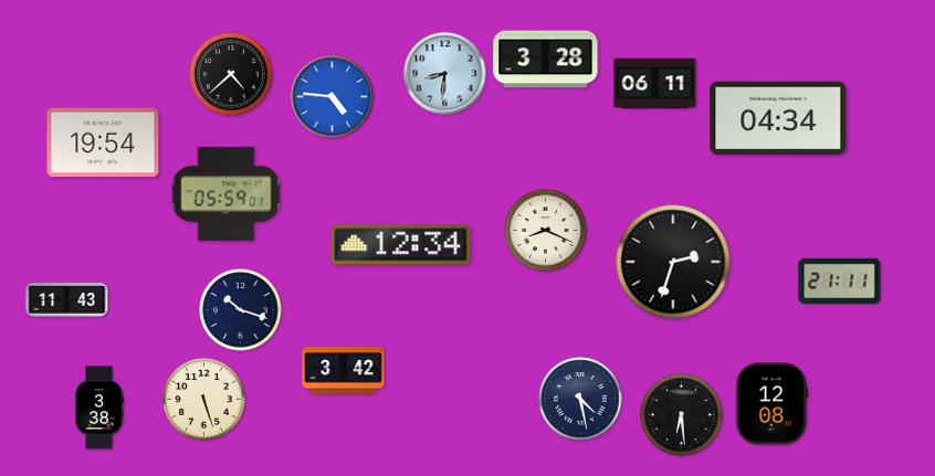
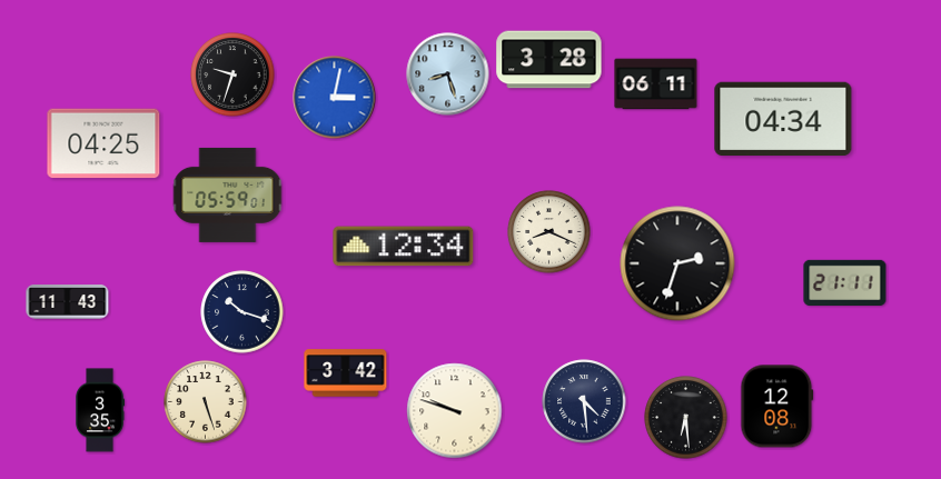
clock at (231, 74): 4:38 -> 9:33
clock at (445, 74): 8:31 -> 8:27
clock at (655, 84) position: (655, 84) -> (656, 84)
clock at (333, 97): 4:46 -> 3:02
clock at (103, 142): 19:54 -> 04:25
clock at (580, 399): 4:28 -> 4:29
clock at (99, 408): 3:38 -> 3:35
clock at (455, 411): none -> 9:48
